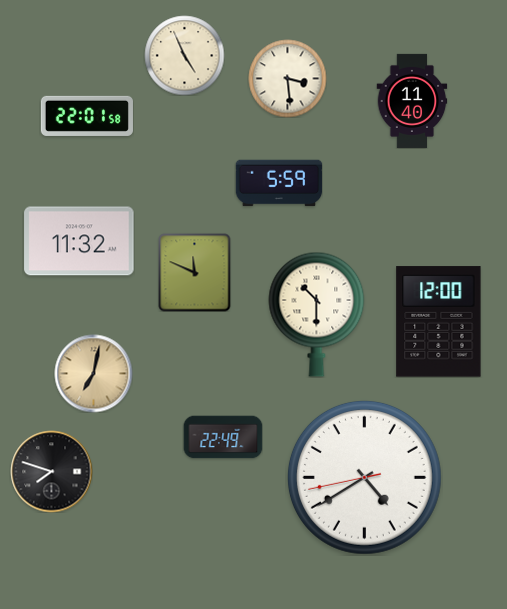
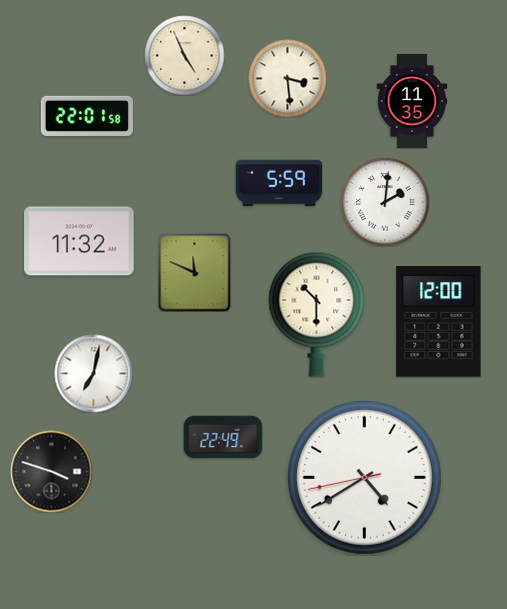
clock at (412, 101): 11:40 -> 11:35
clock at (385, 202): none -> 2:01
clock at (93, 373) dial: champagne -> white
clock at (51, 471): 7:48 -> 3:48
